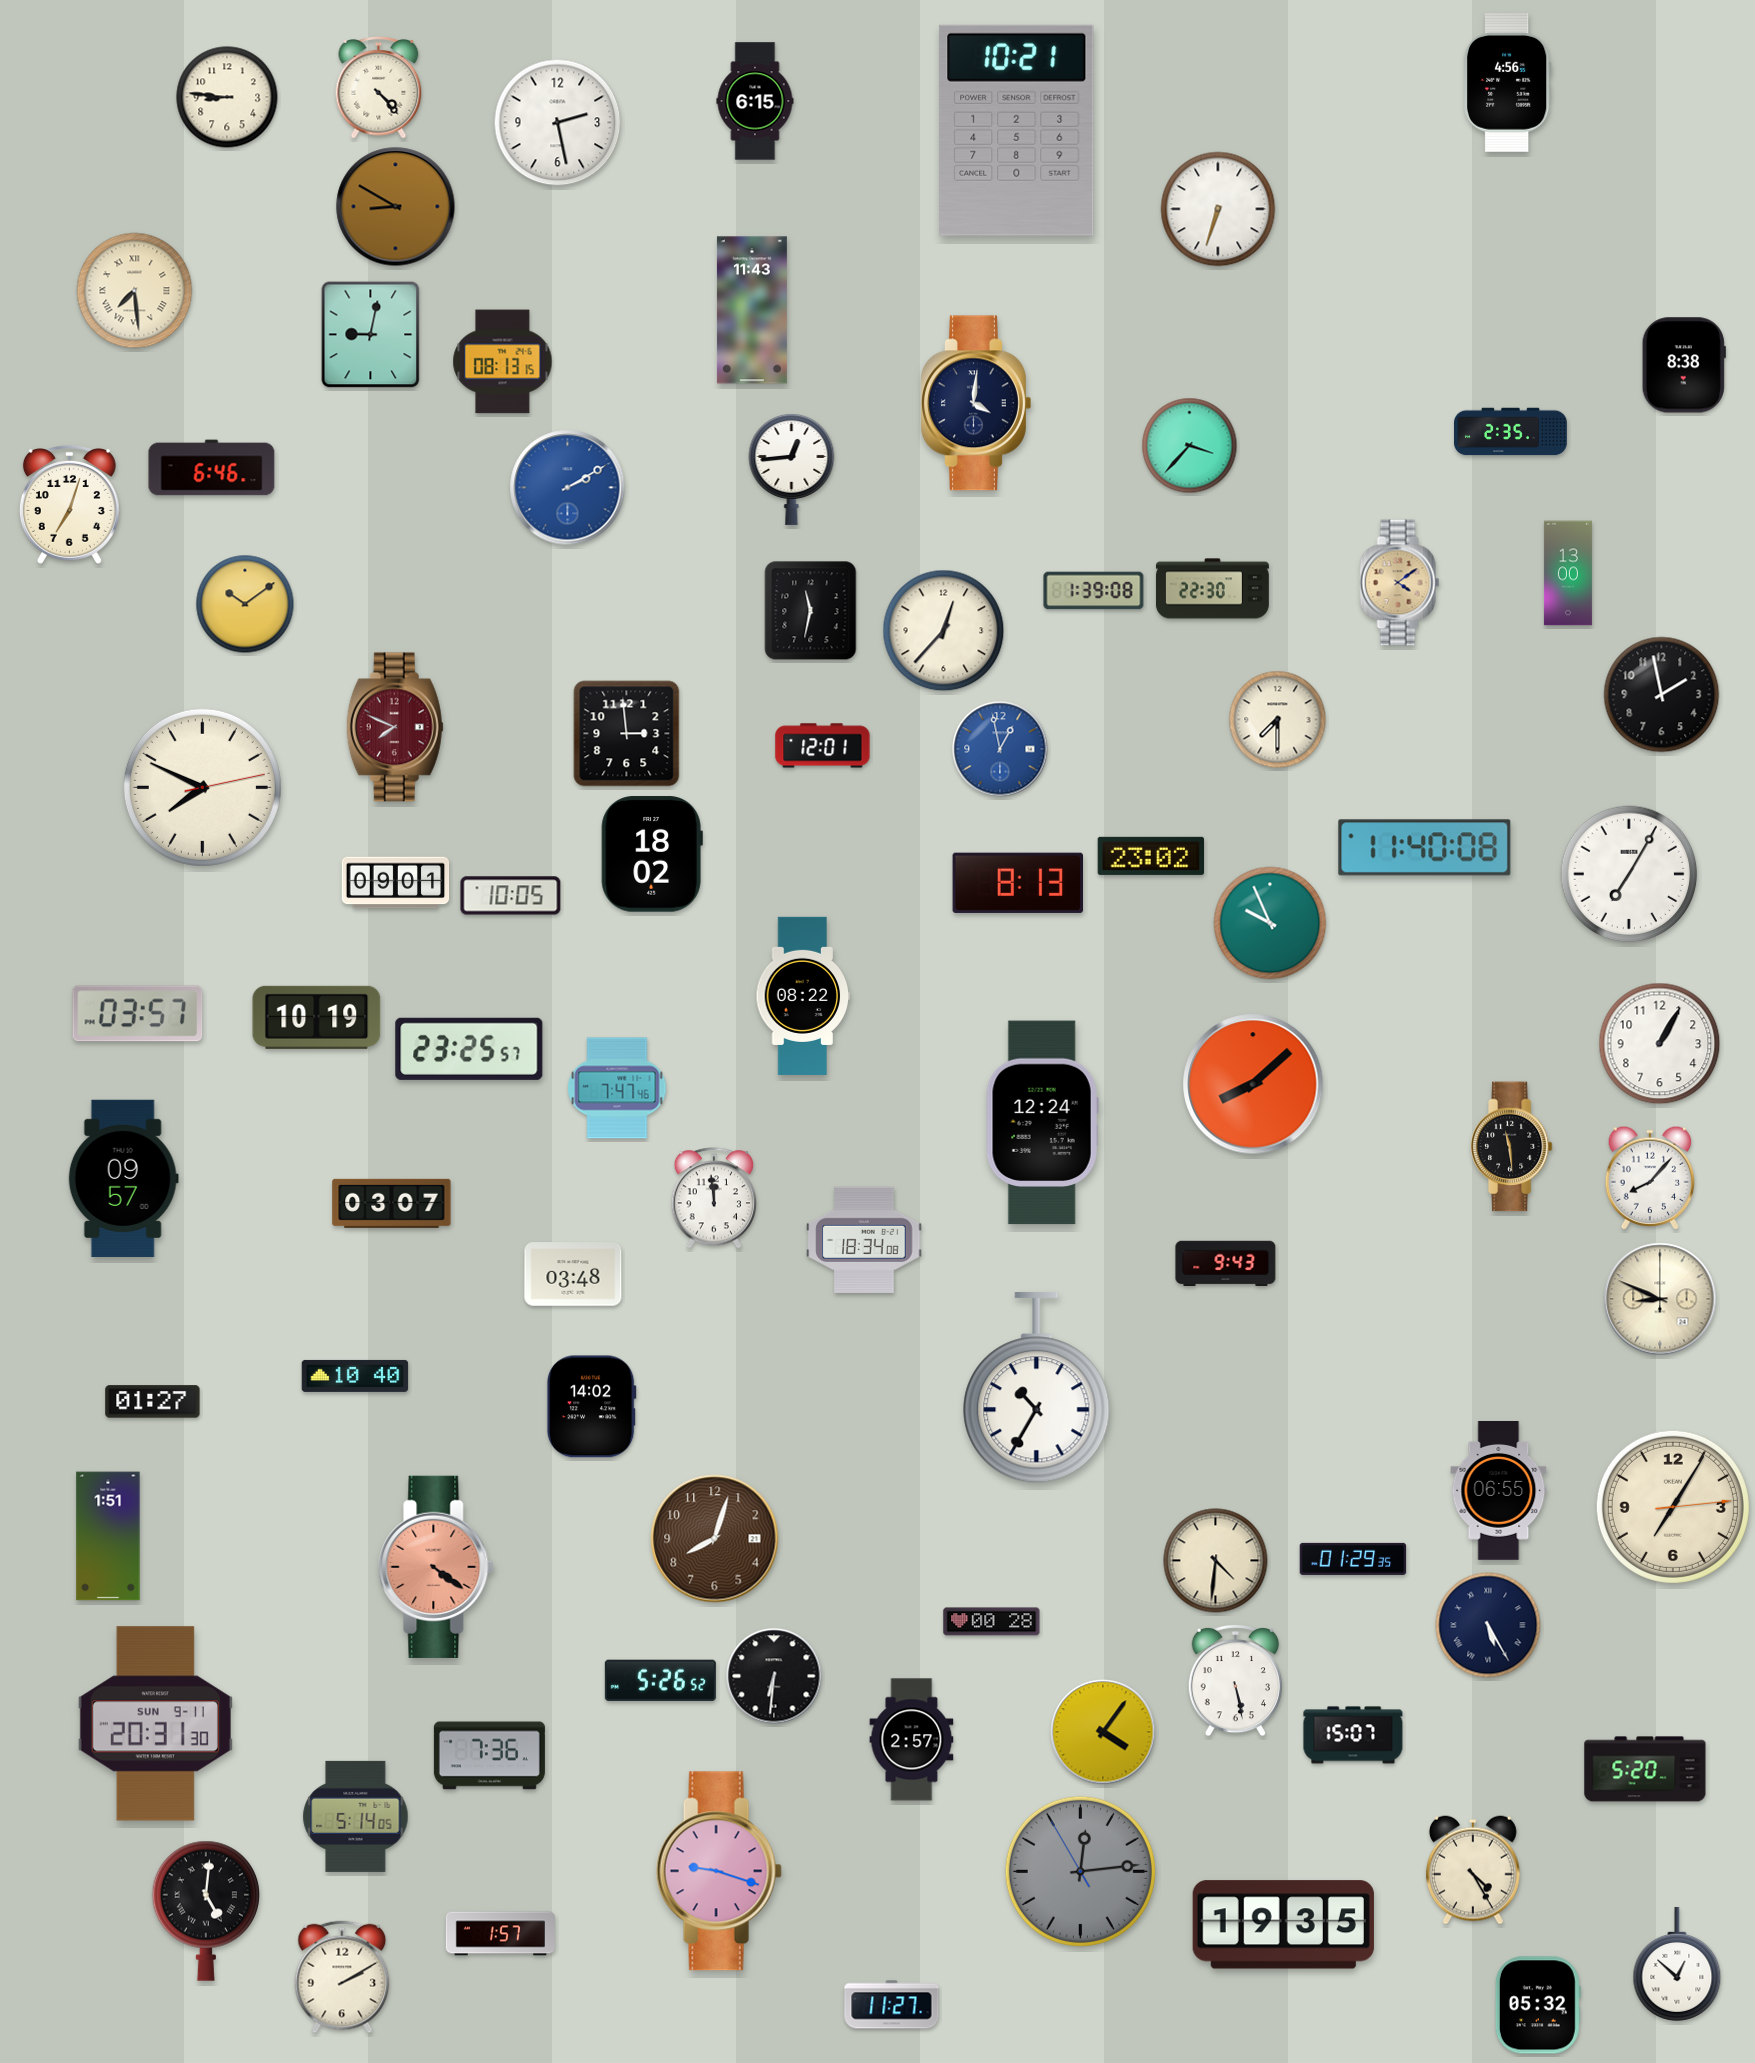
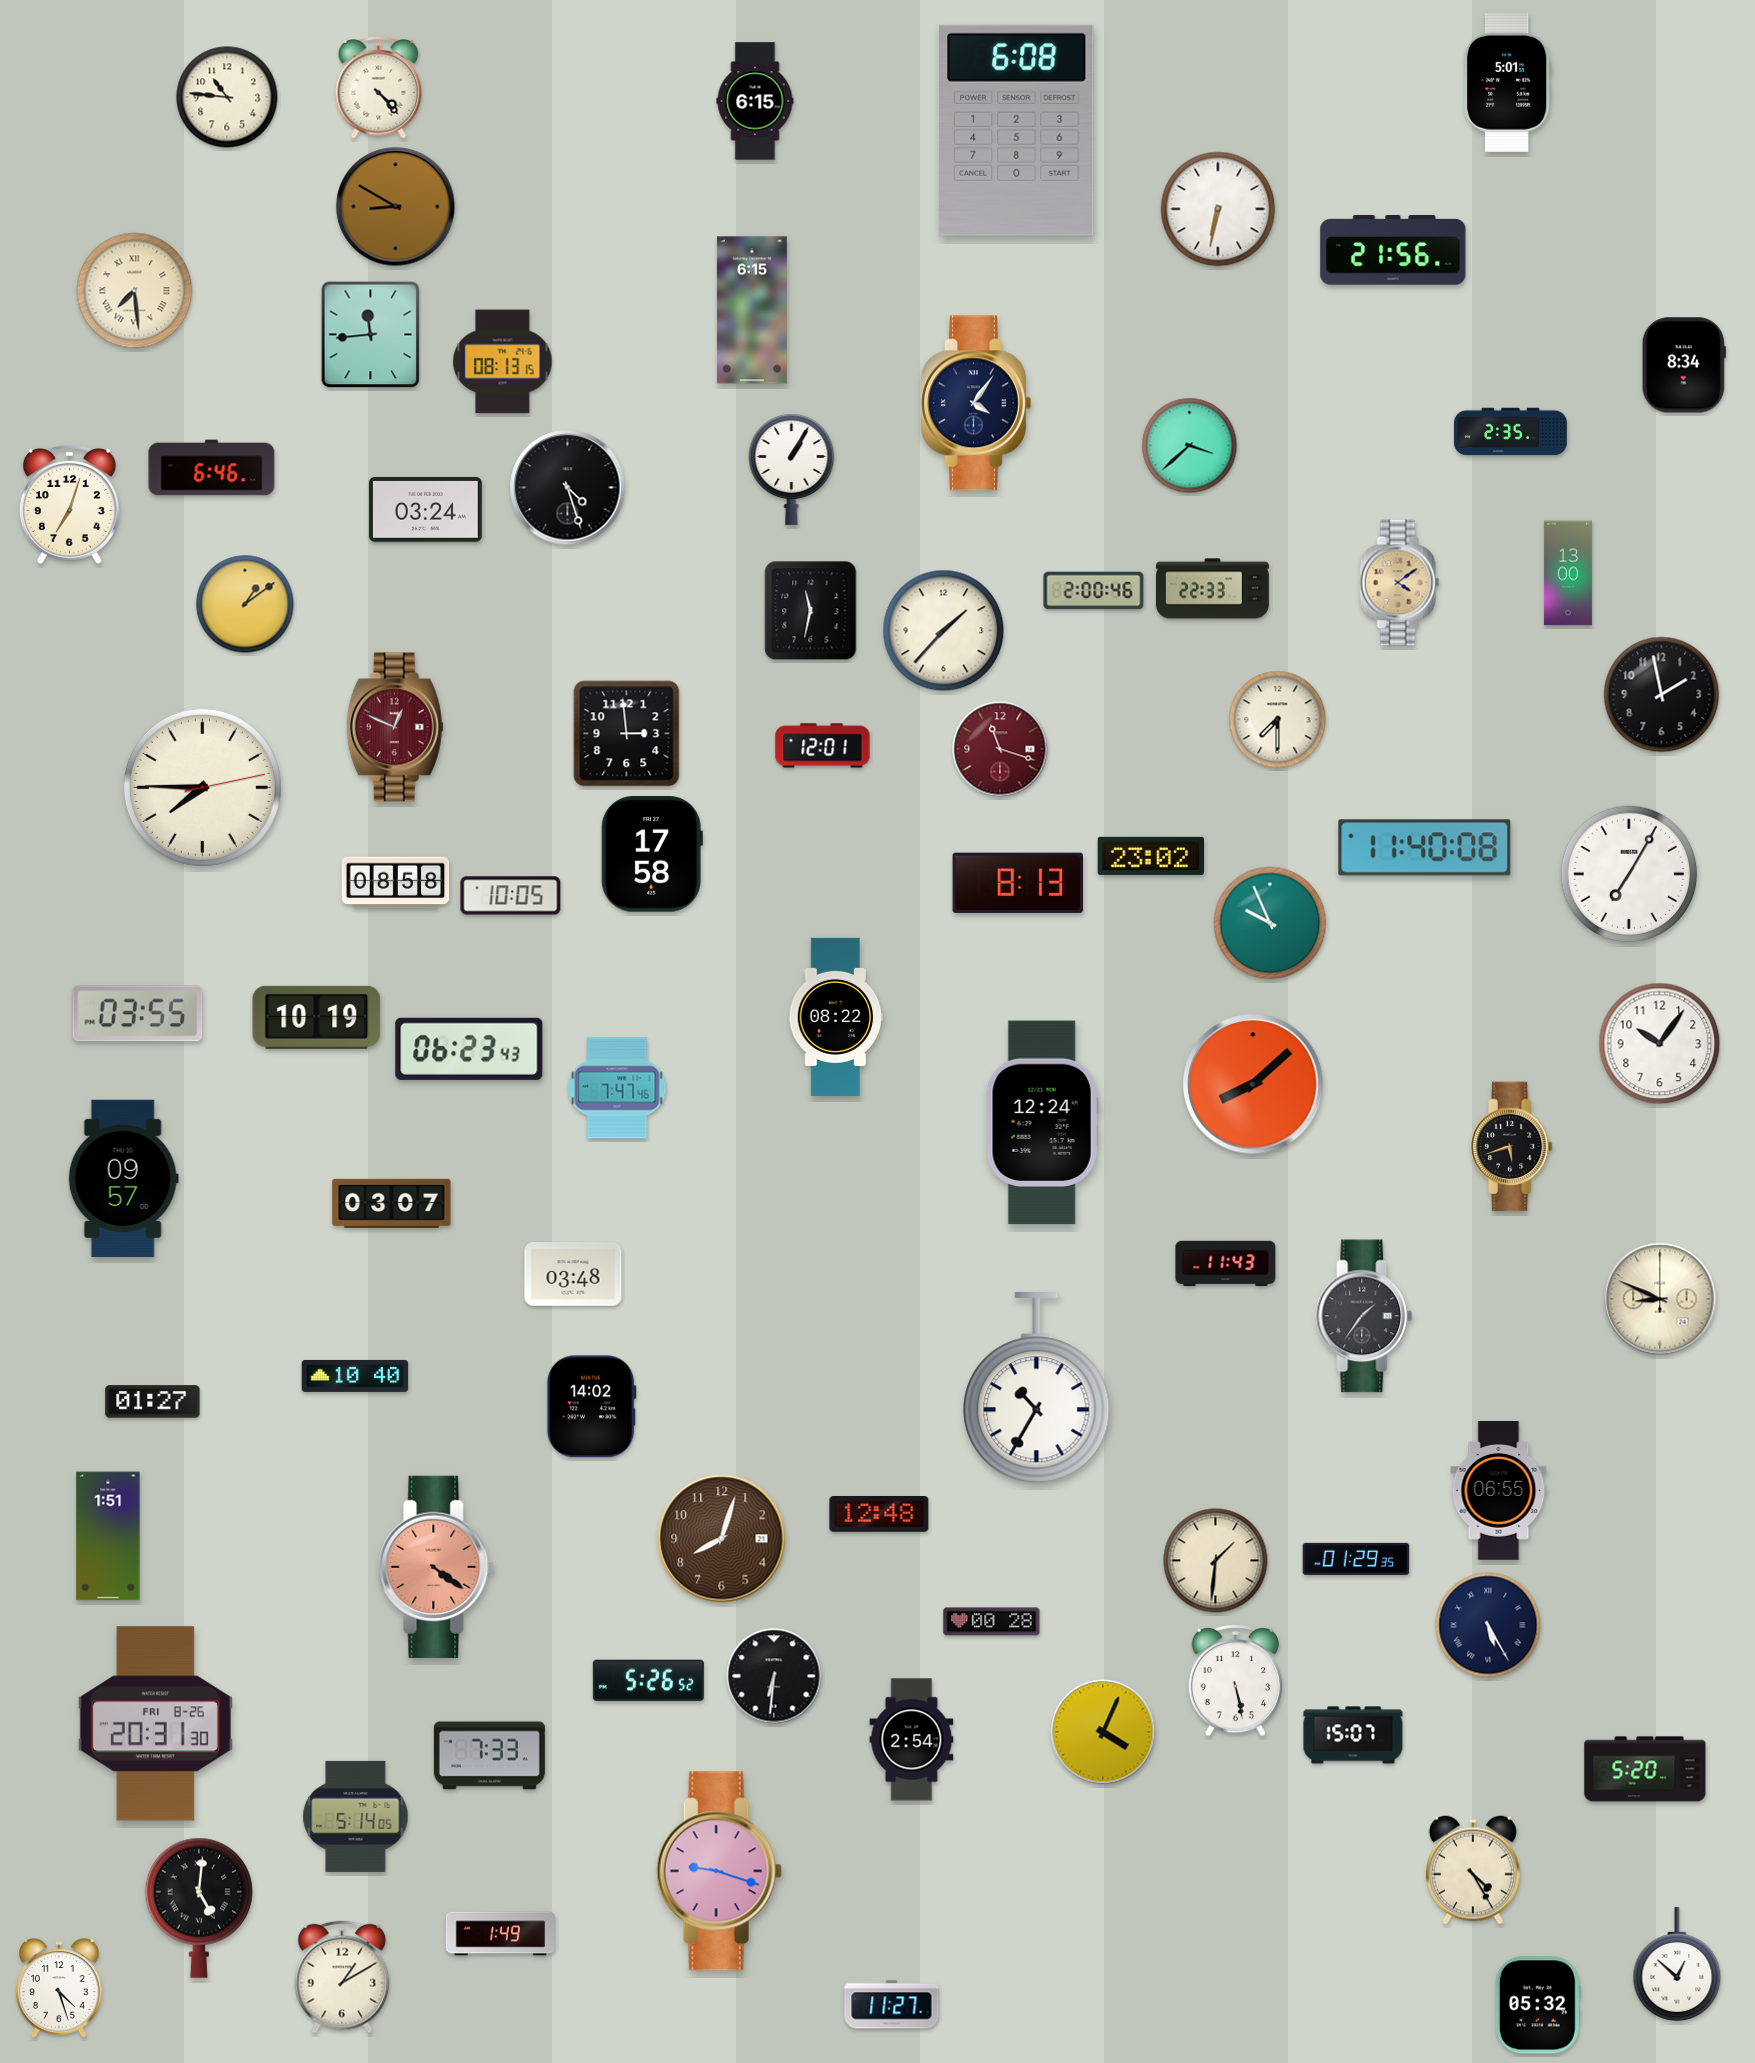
clock at (1507, 83): 4:56 -> 5:01
clock at (227, 97): 8:46 -> 10:46
clock at (558, 123): 2:28 -> none
clock at (1017, 130): 10:21 -> 6:08
clock at (1218, 209): 6:33 -> 6:32
clock at (1393, 251): none -> 21:56
clock at (752, 310): 11:43 -> 6:15
clock at (371, 335): 9:02 -> 11:44
clock at (1684, 365): 8:38 -> 8:34
clock at (976, 403): 4:01 -> 4:06
clock at (1190, 446): 3:37 -> 3:38
clock at (792, 469): 12:44 -> 1:05
clock at (568, 488): 2:10 -> 4:27
clock at (568, 488) dial: blue -> black
clock at (425, 509): none -> 03:24
clock at (1212, 589): 22:30 -> 22:33
clock at (1094, 591): 1:39 -> 2:00
clock at (245, 604): 10:09 -> 1:09
clock at (944, 631): 12:37 -> 1:37
clock at (395, 727): 7:49 -> 12:49
clock at (1000, 749): 12:58 -> 11:18
clock at (1000, 749) dial: blue -> burgundy
clock at (202, 787): 7:49 -> 7:45
clock at (652, 854): 18:02 -> 17:58
clock at (396, 883): 09:01 -> 08:58
clock at (803, 996) position: (803, 996) -> (836, 1017)
clock at (138, 1014): 03:57 -> 03:55
clock at (1660, 1044): 1:05 -> 10:06
clock at (469, 1049): 23:25 -> 06:23
clock at (1511, 1147): 11:29 -> 5:42
clock at (1650, 1178): 8:07 -> none
clock at (713, 1198): 11:59 -> none
clock at (864, 1240): 18:34 -> none
clock at (1226, 1264): 9:43 -> 11:43
clock at (1364, 1316): none -> 1:36
clock at (1673, 1507): 7:05 -> none
clock at (879, 1514): none -> 12:48
clock at (715, 1539) position: (715, 1539) -> (722, 1539)
clock at (1353, 1559) position: (1353, 1559) -> (1356, 1559)
clock at (1216, 1561): 4:31 -> 1:31
clock at (660, 1680) position: (660, 1680) -> (648, 1680)
clock at (155, 1724) date: SUN 9-11 -> FRI 8-26
clock at (1103, 1732): 4:06 -> 4:04
clock at (912, 1740): 2:57 -> 2:54
clock at (489, 1756): 7:36 -> 7:33
clock at (1080, 1871): 12:13 -> none
clock at (206, 1911) position: (206, 1911) -> (199, 1908)
clock at (1283, 1925): 19:35 -> none
clock at (500, 1934): 1:57 -> 1:49
clock at (342, 1977): 2:10 -> 1:10
clock at (60, 1988): none -> 4:27
